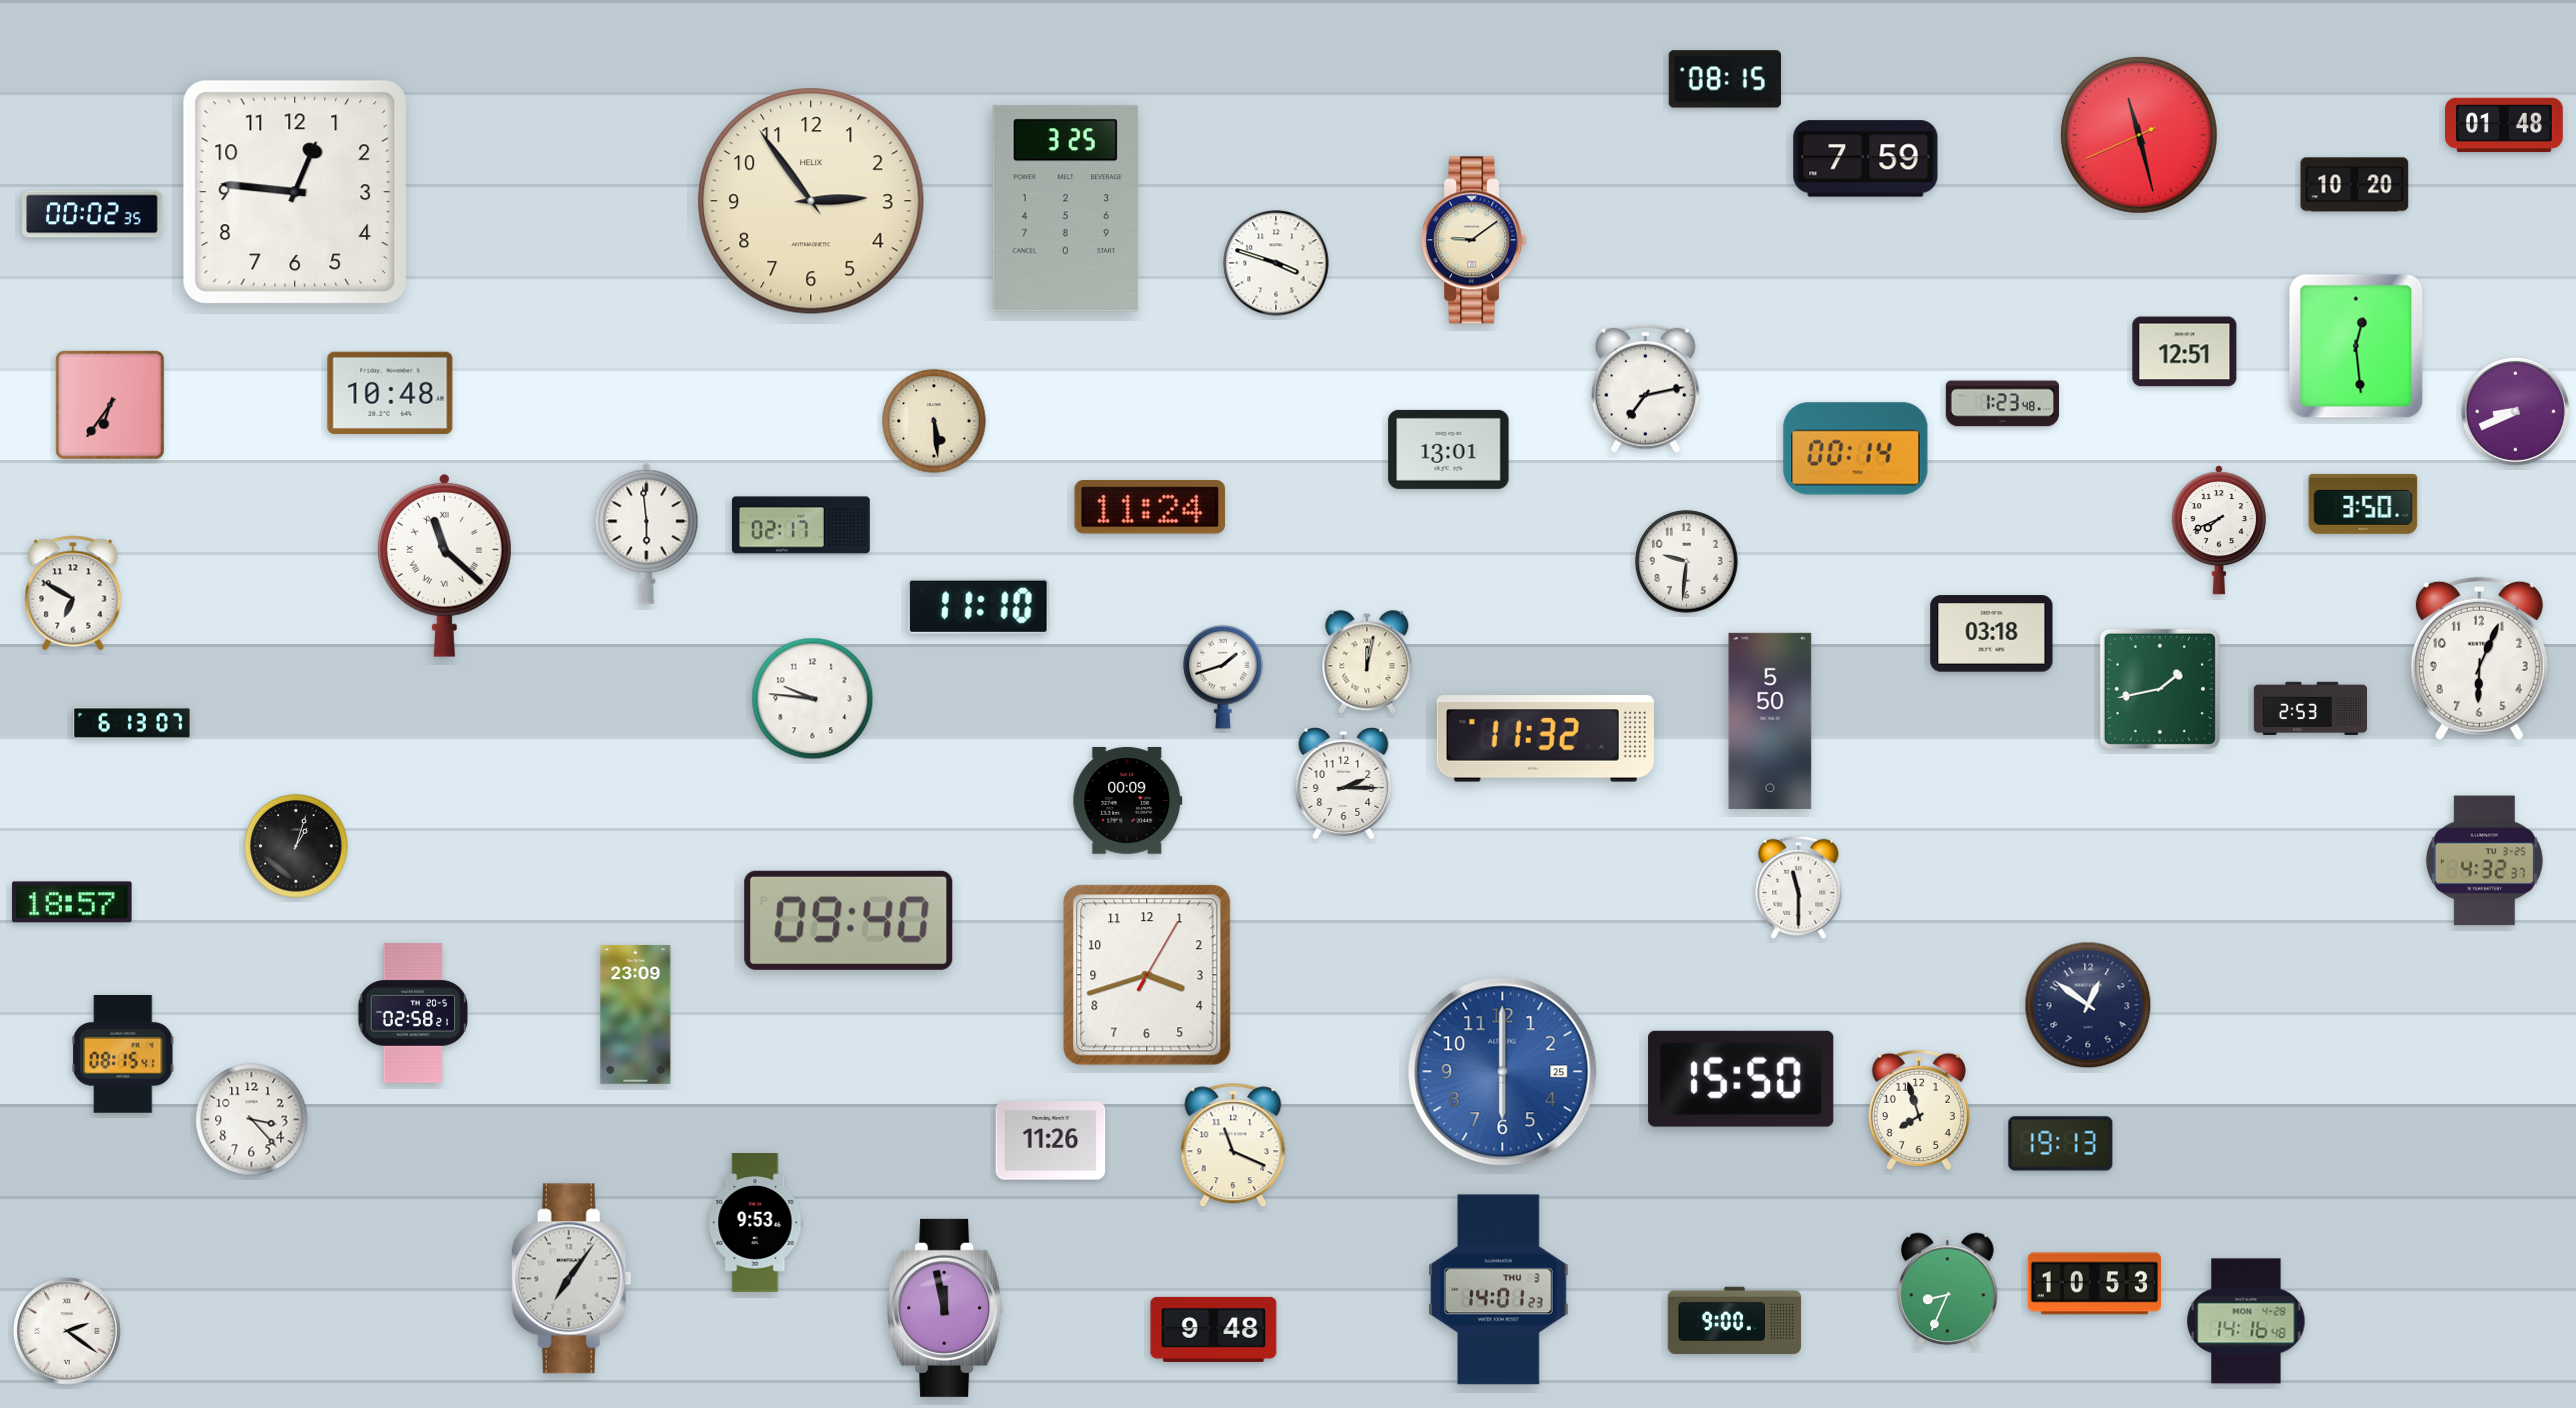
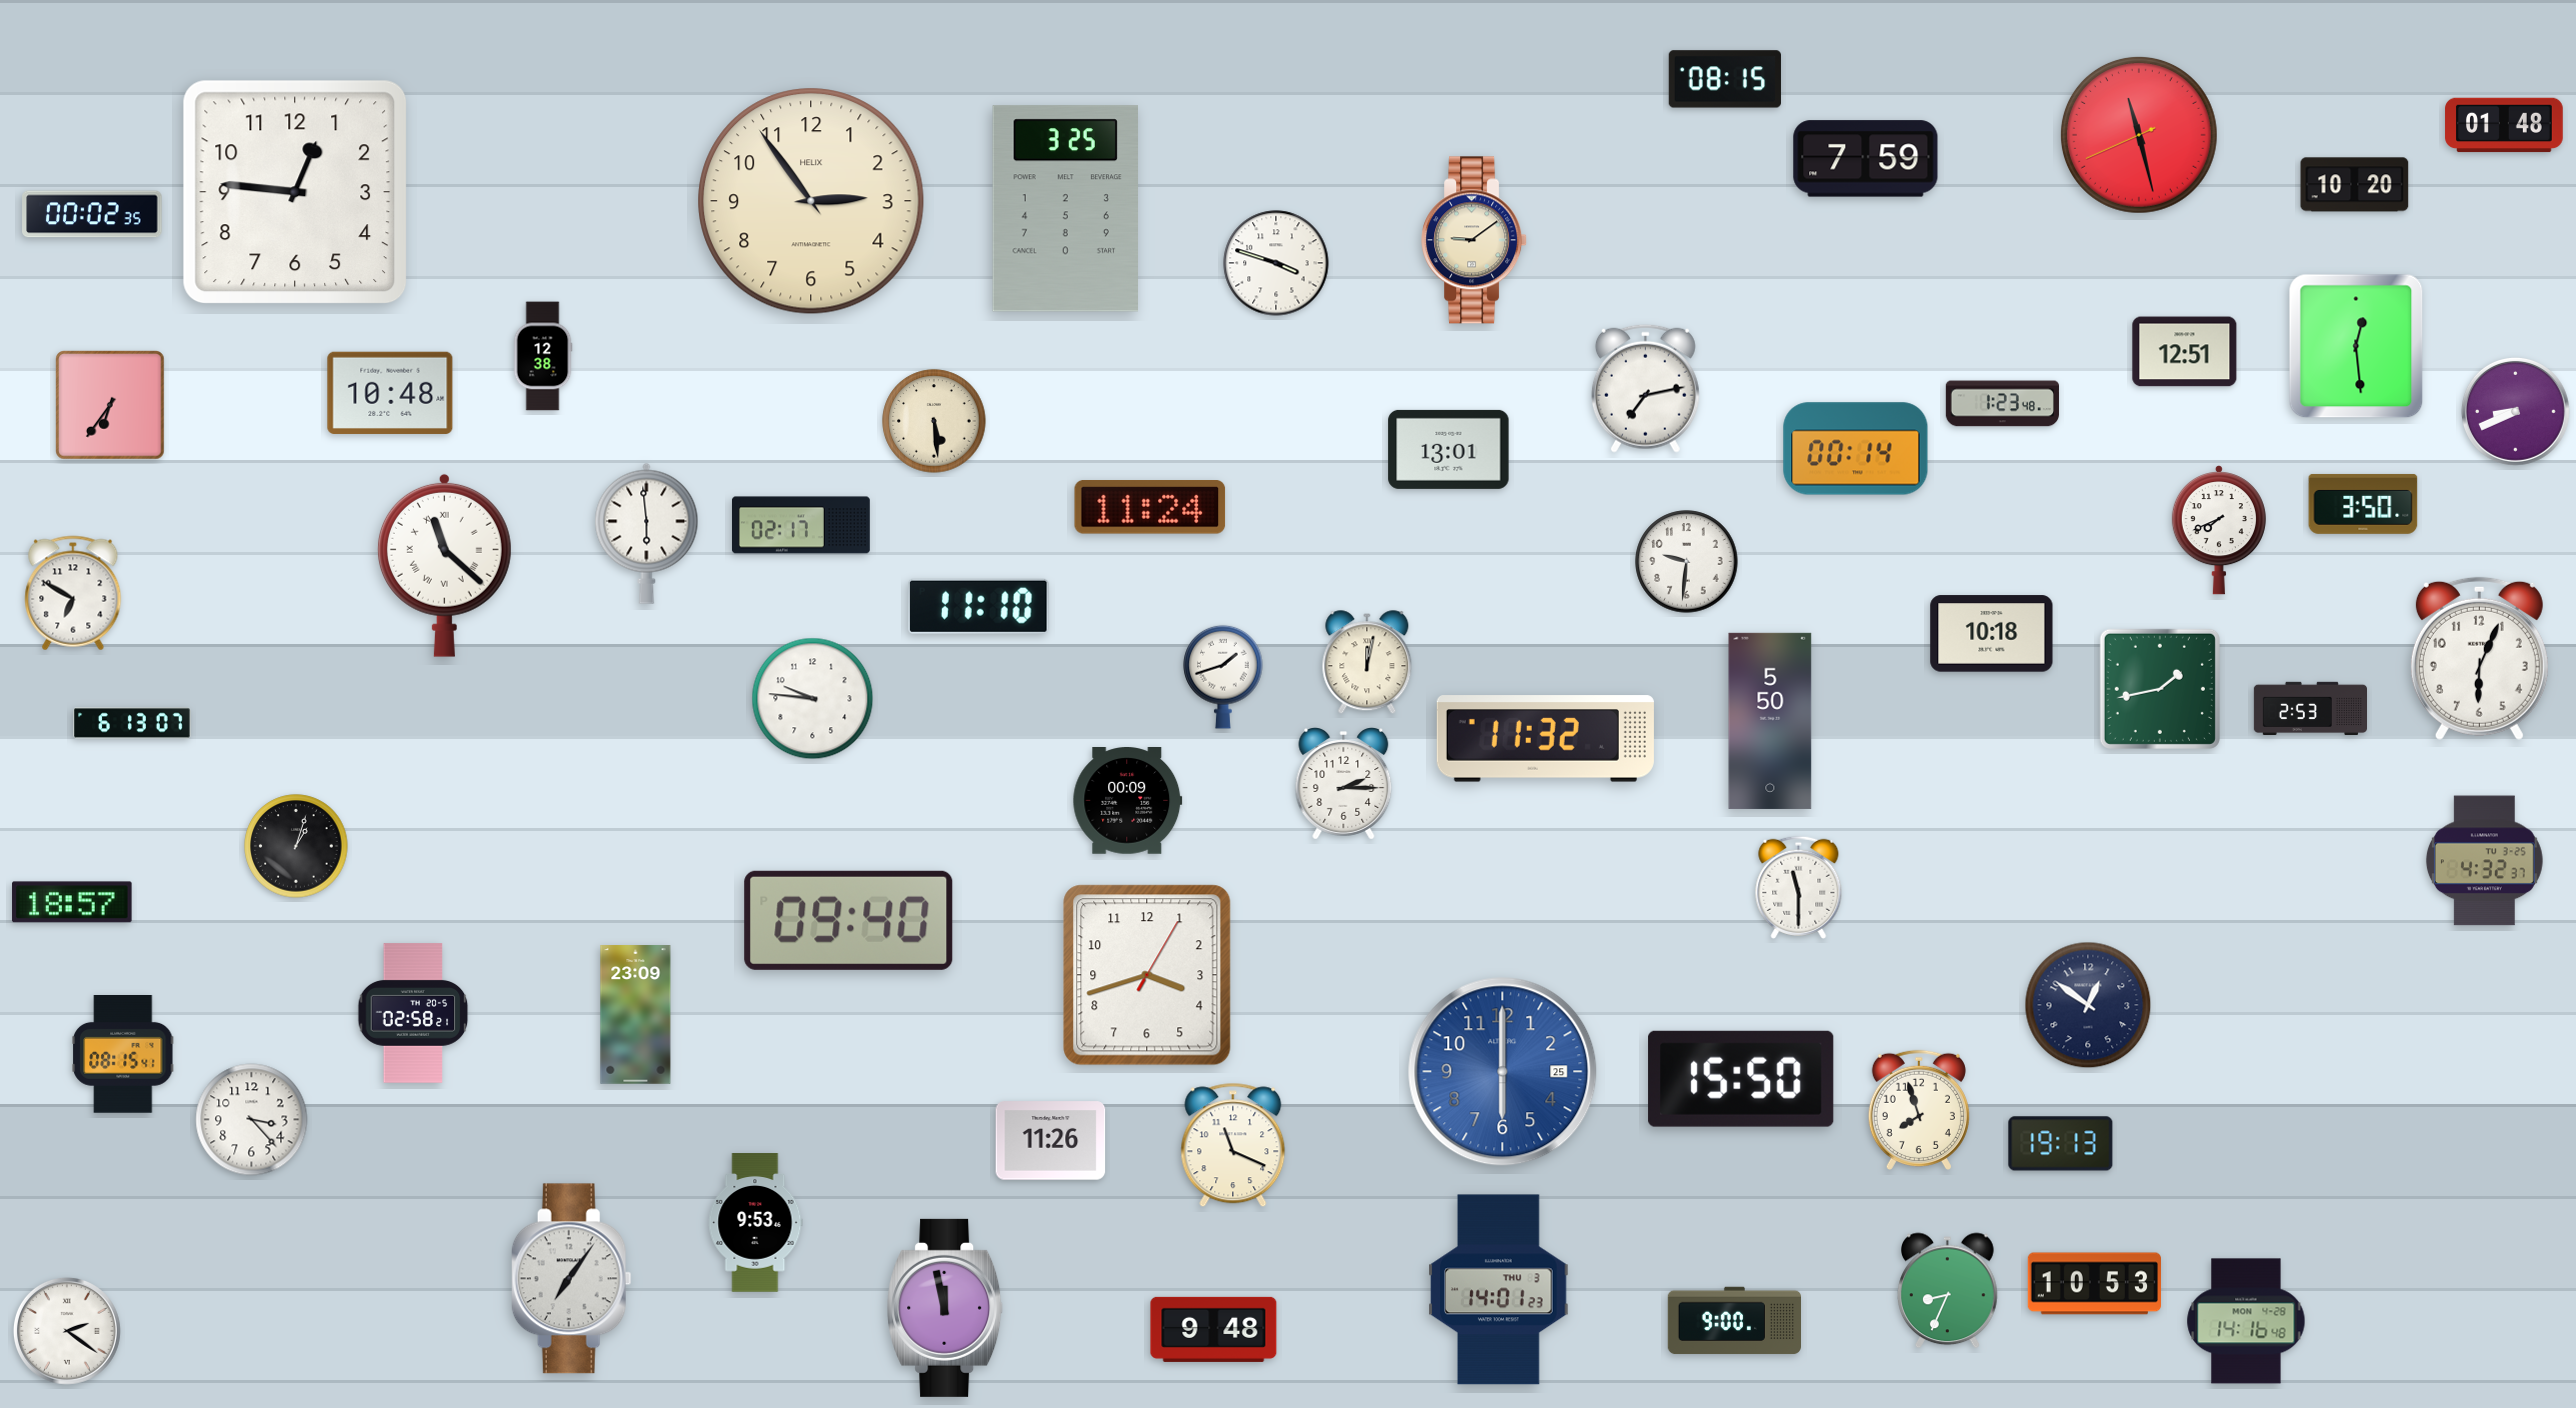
clock at (543, 356): none -> 12:38
clock at (1992, 634): 03:18 -> 10:18
